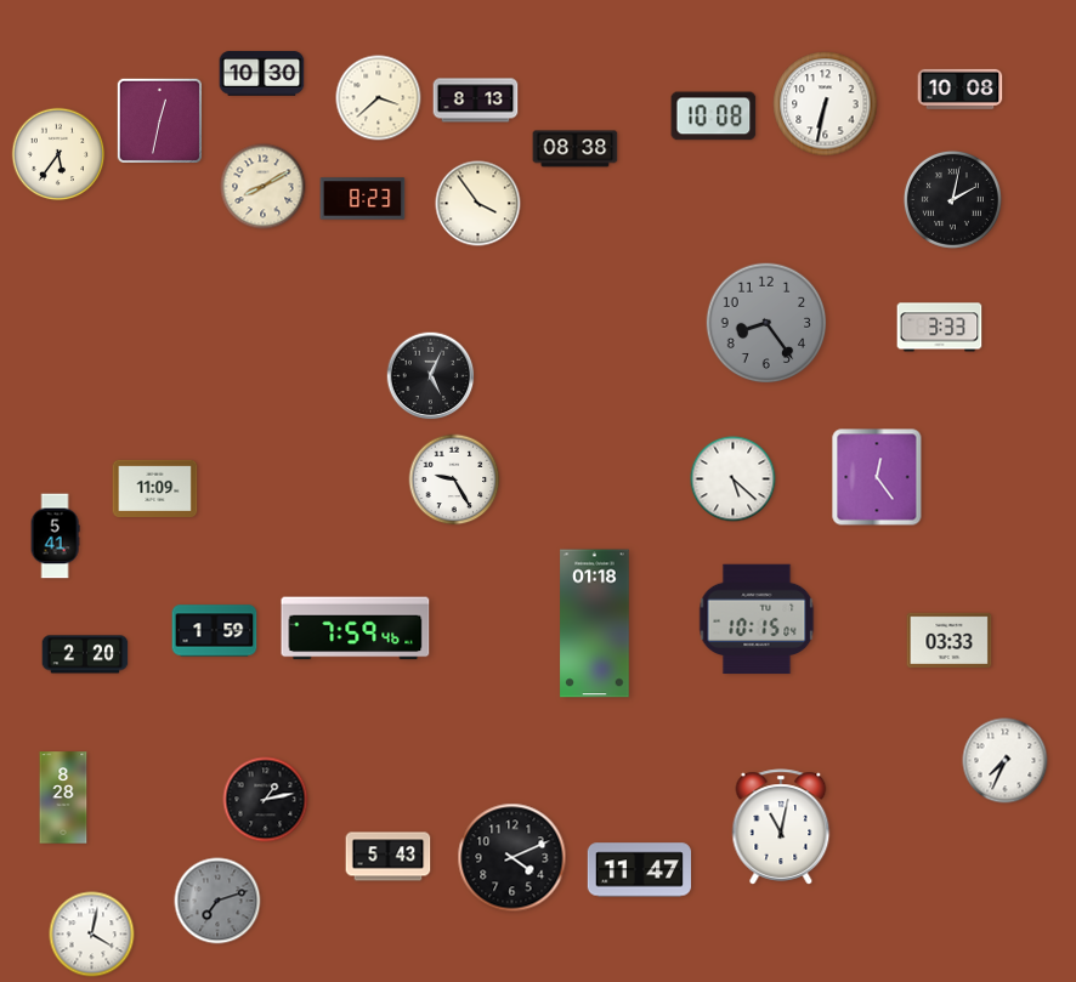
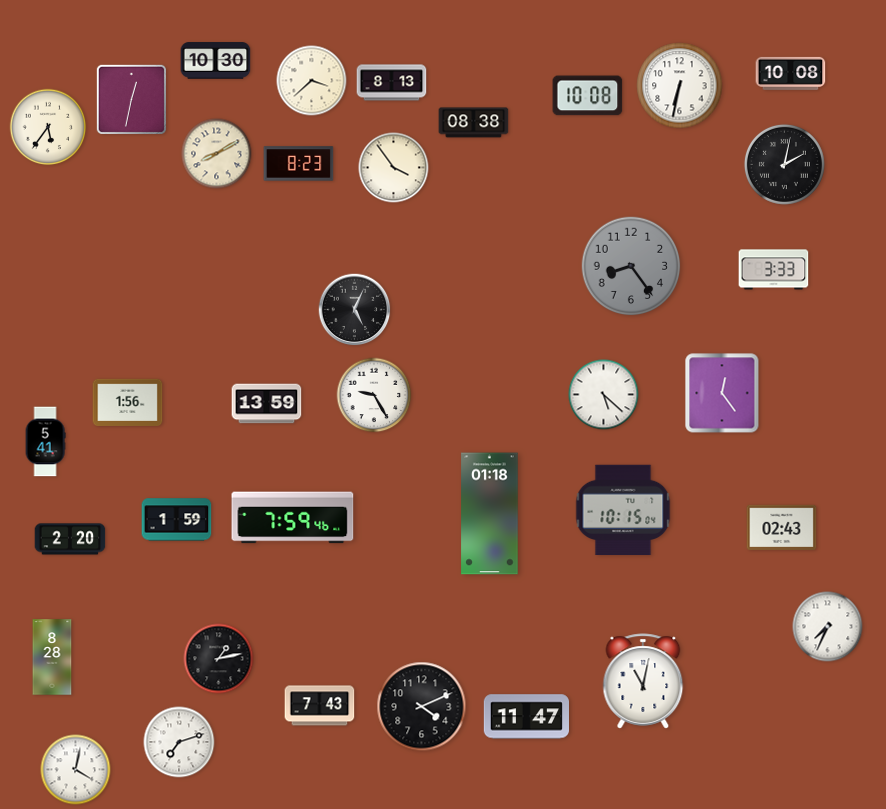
clock at (155, 488): 11:09 -> 1:56
clock at (267, 404): none -> 13:59
clock at (950, 640): 03:33 -> 02:43
clock at (389, 857): 5:43 -> 7:43
clock at (217, 901) dial: grey -> white
